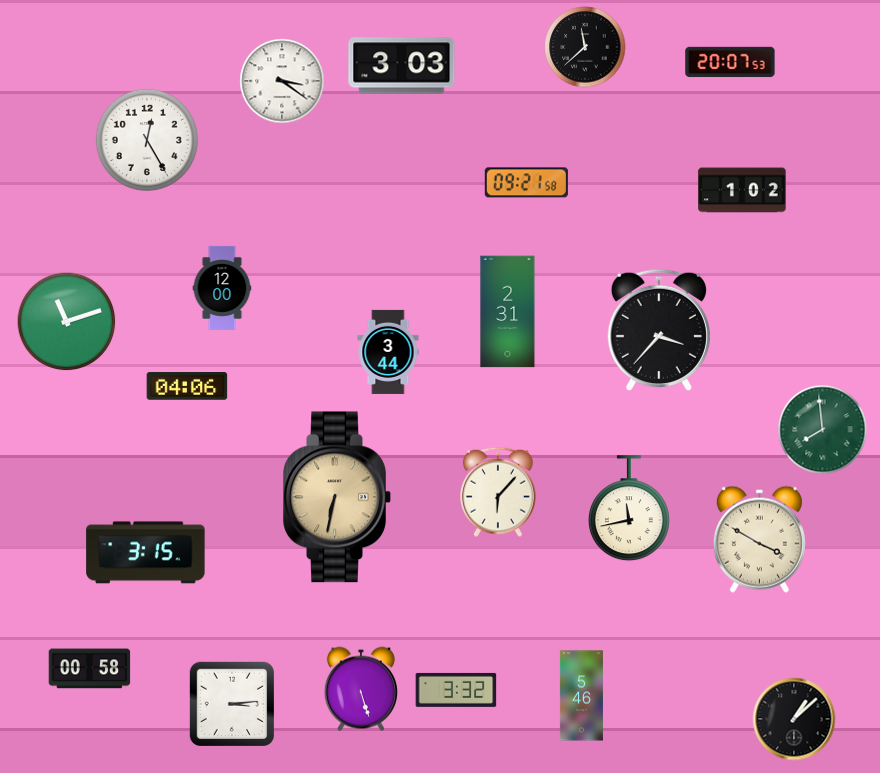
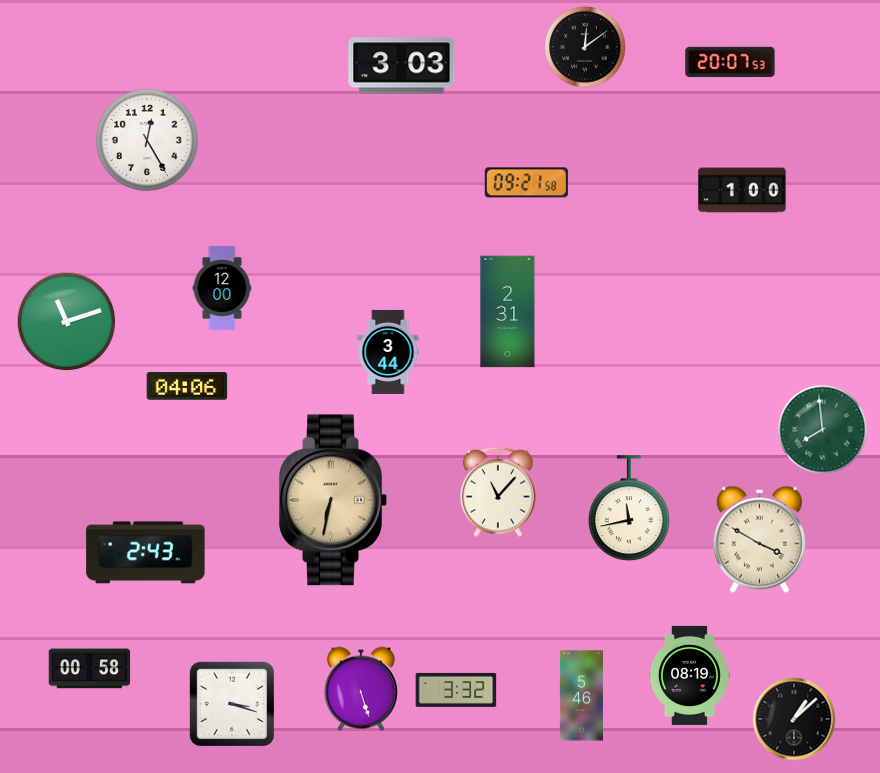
clock at (585, 47): 11:38 -> 12:09
clock at (282, 81): 3:21 -> none
clock at (742, 190): 1:02 -> 1:00
clock at (659, 330): 3:37 -> none
clock at (498, 492): 6:07 -> 11:07
clock at (337, 497) position: (337, 497) -> (333, 500)
clock at (146, 553): 3:15 -> 2:43
clock at (689, 675): none -> 08:19
clock at (232, 704): 3:14 -> 3:18
